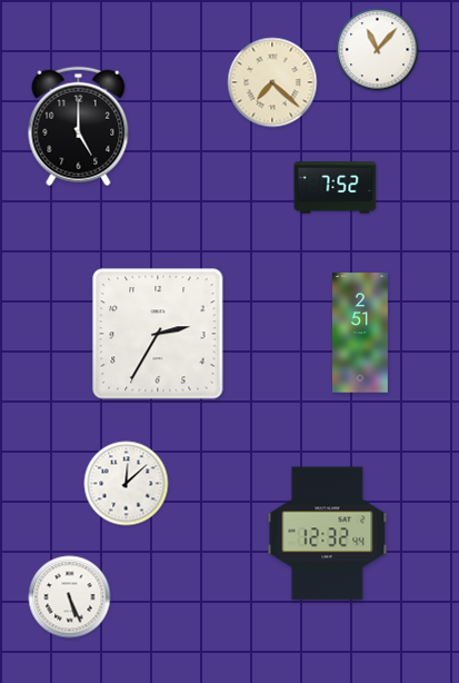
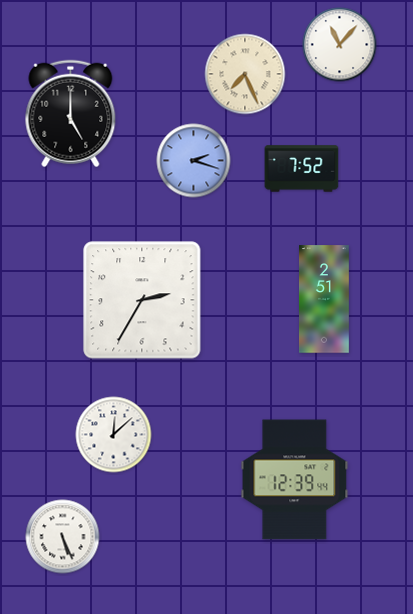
clock at (272, 82): 7:22 -> 7:26
clock at (194, 161): none -> 2:18
clock at (328, 534): 12:32 -> 12:39
